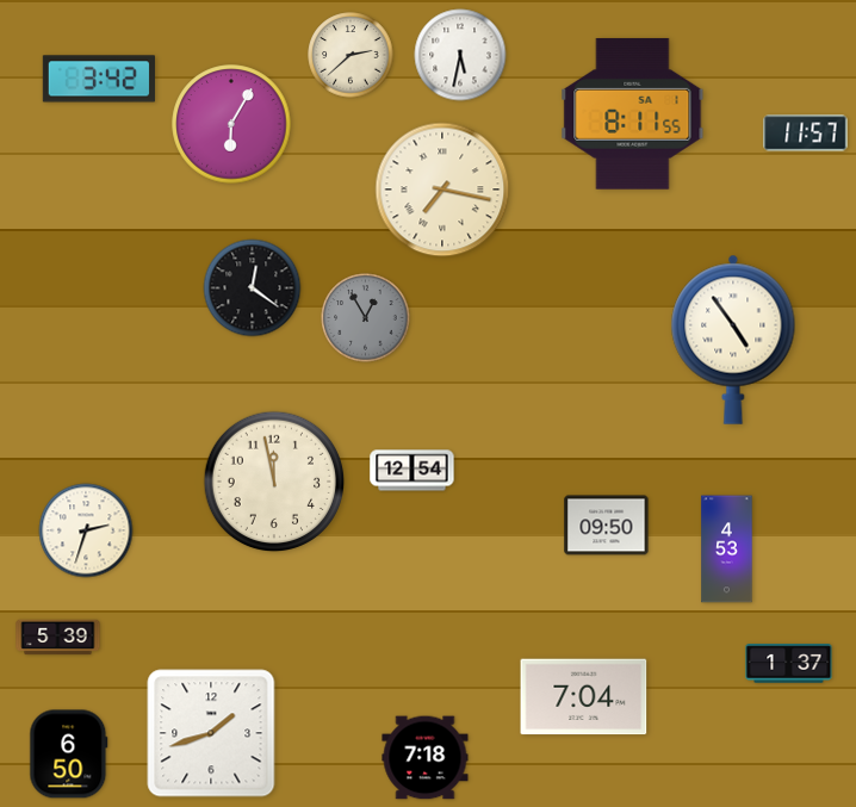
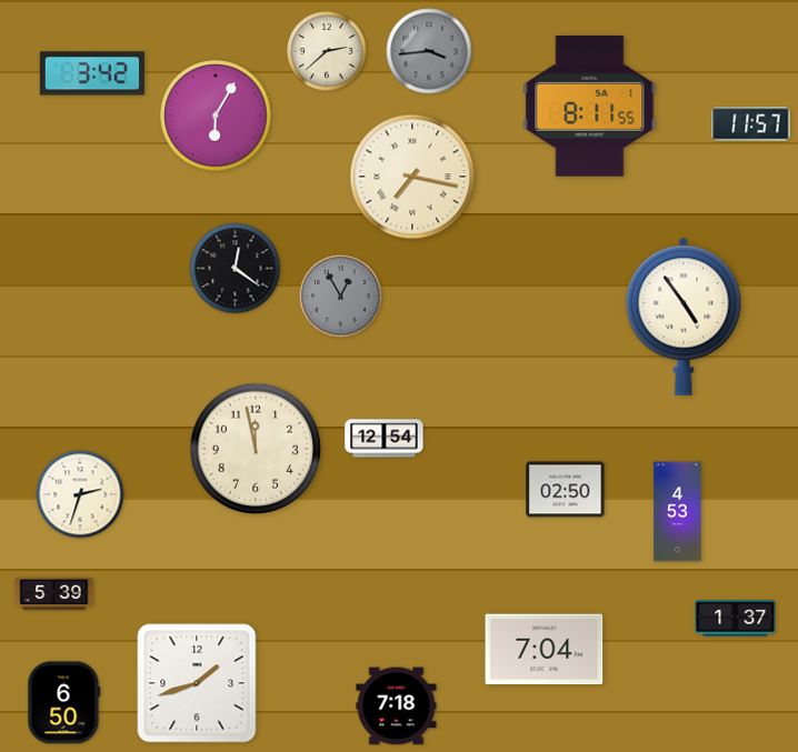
clock at (460, 55): 5:32 -> 3:44
clock at (460, 55) dial: white -> grey
clock at (607, 526): 09:50 -> 02:50
